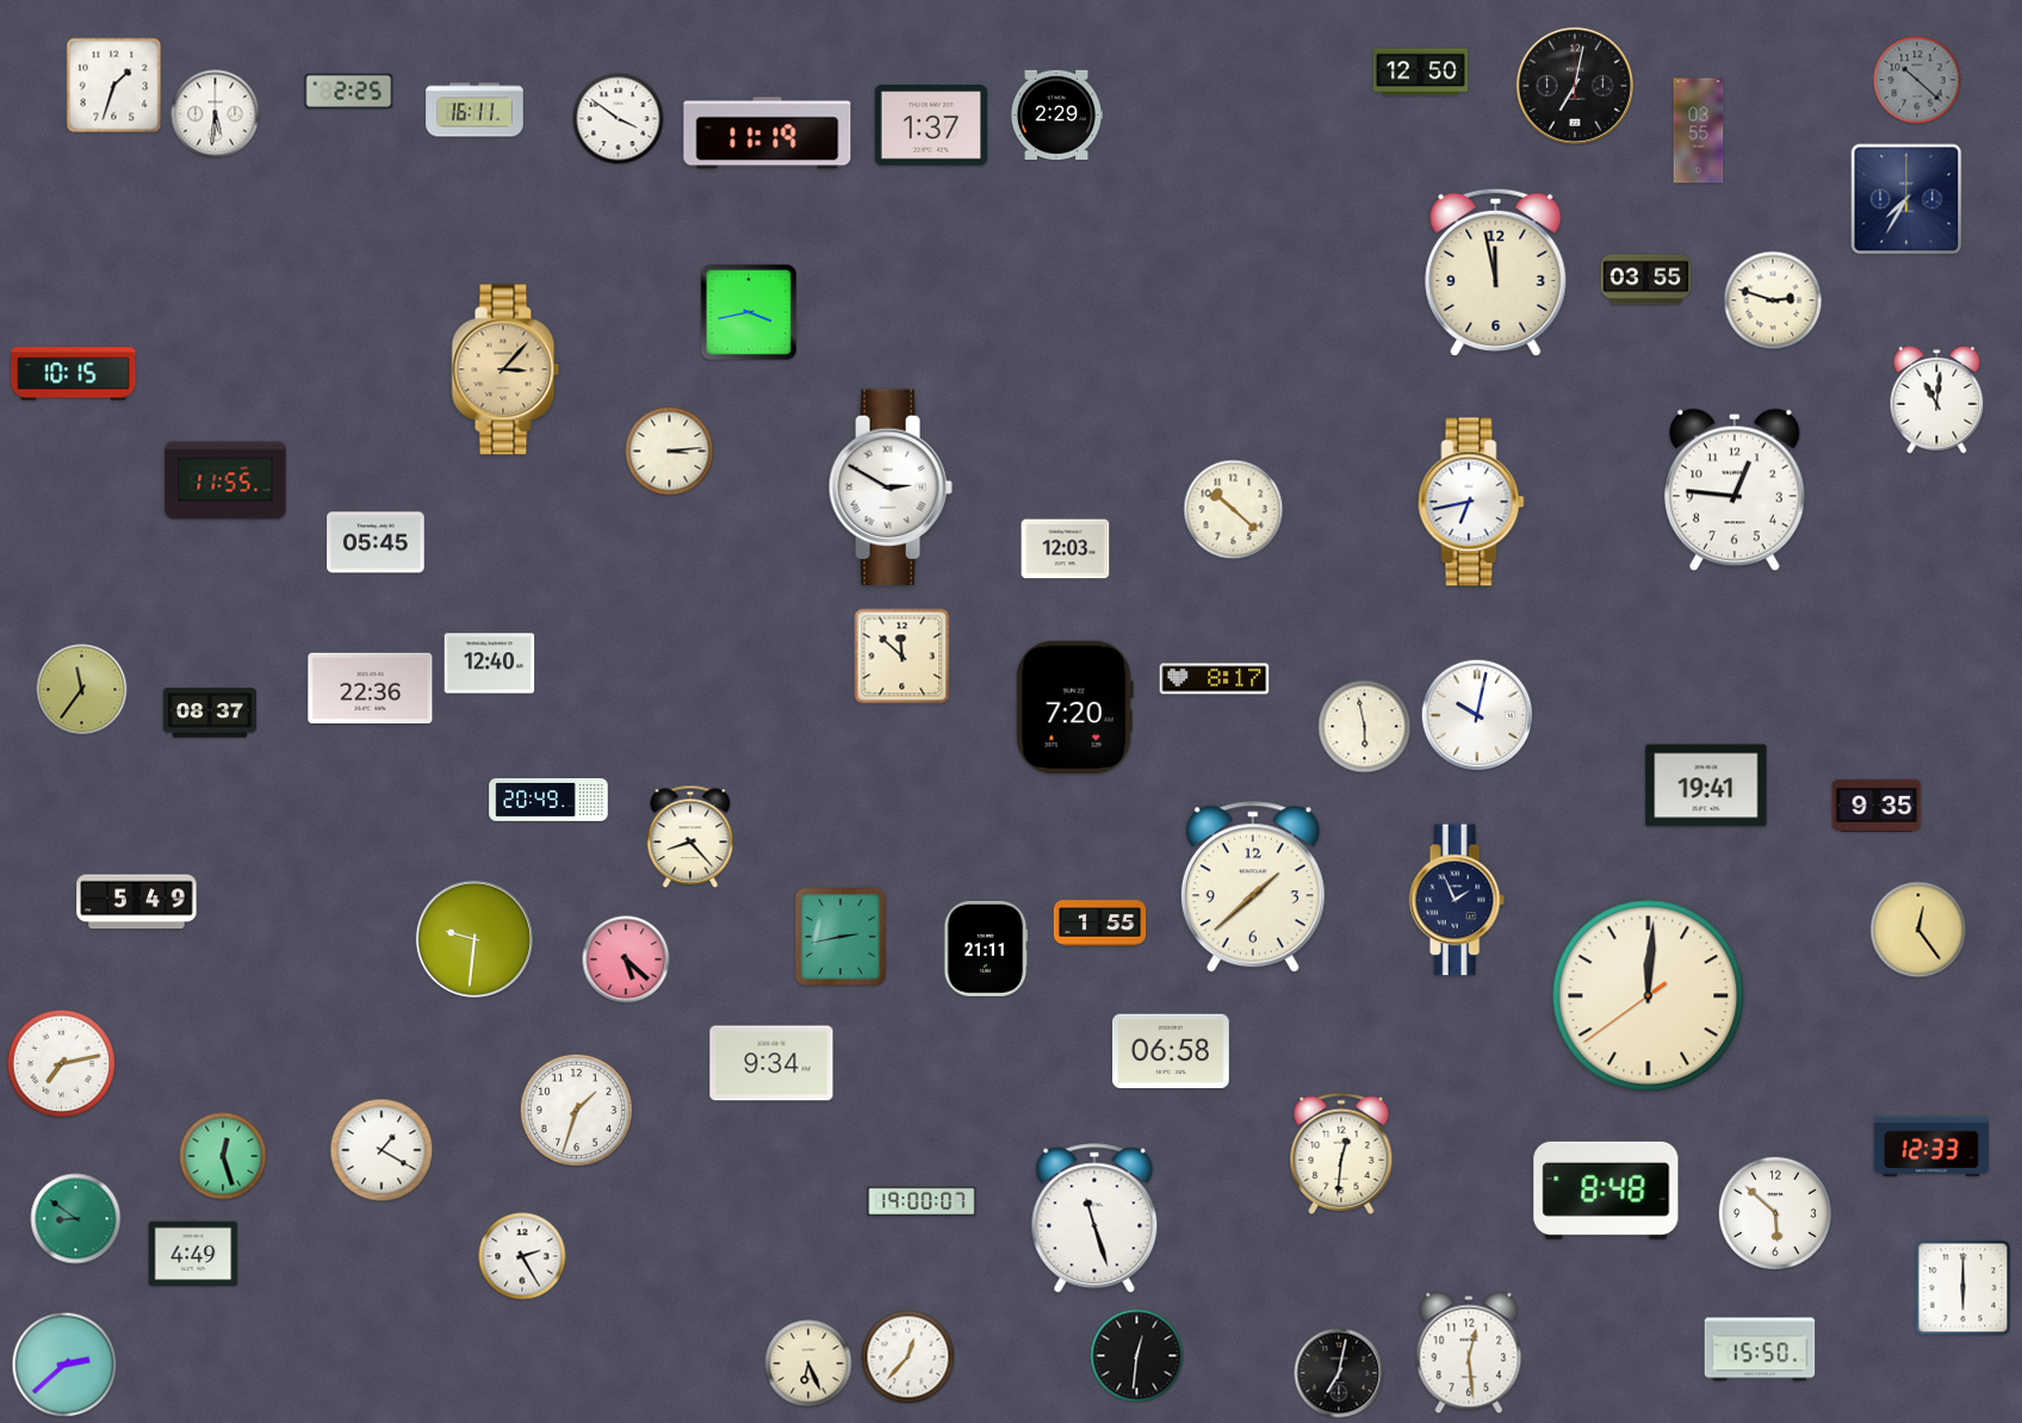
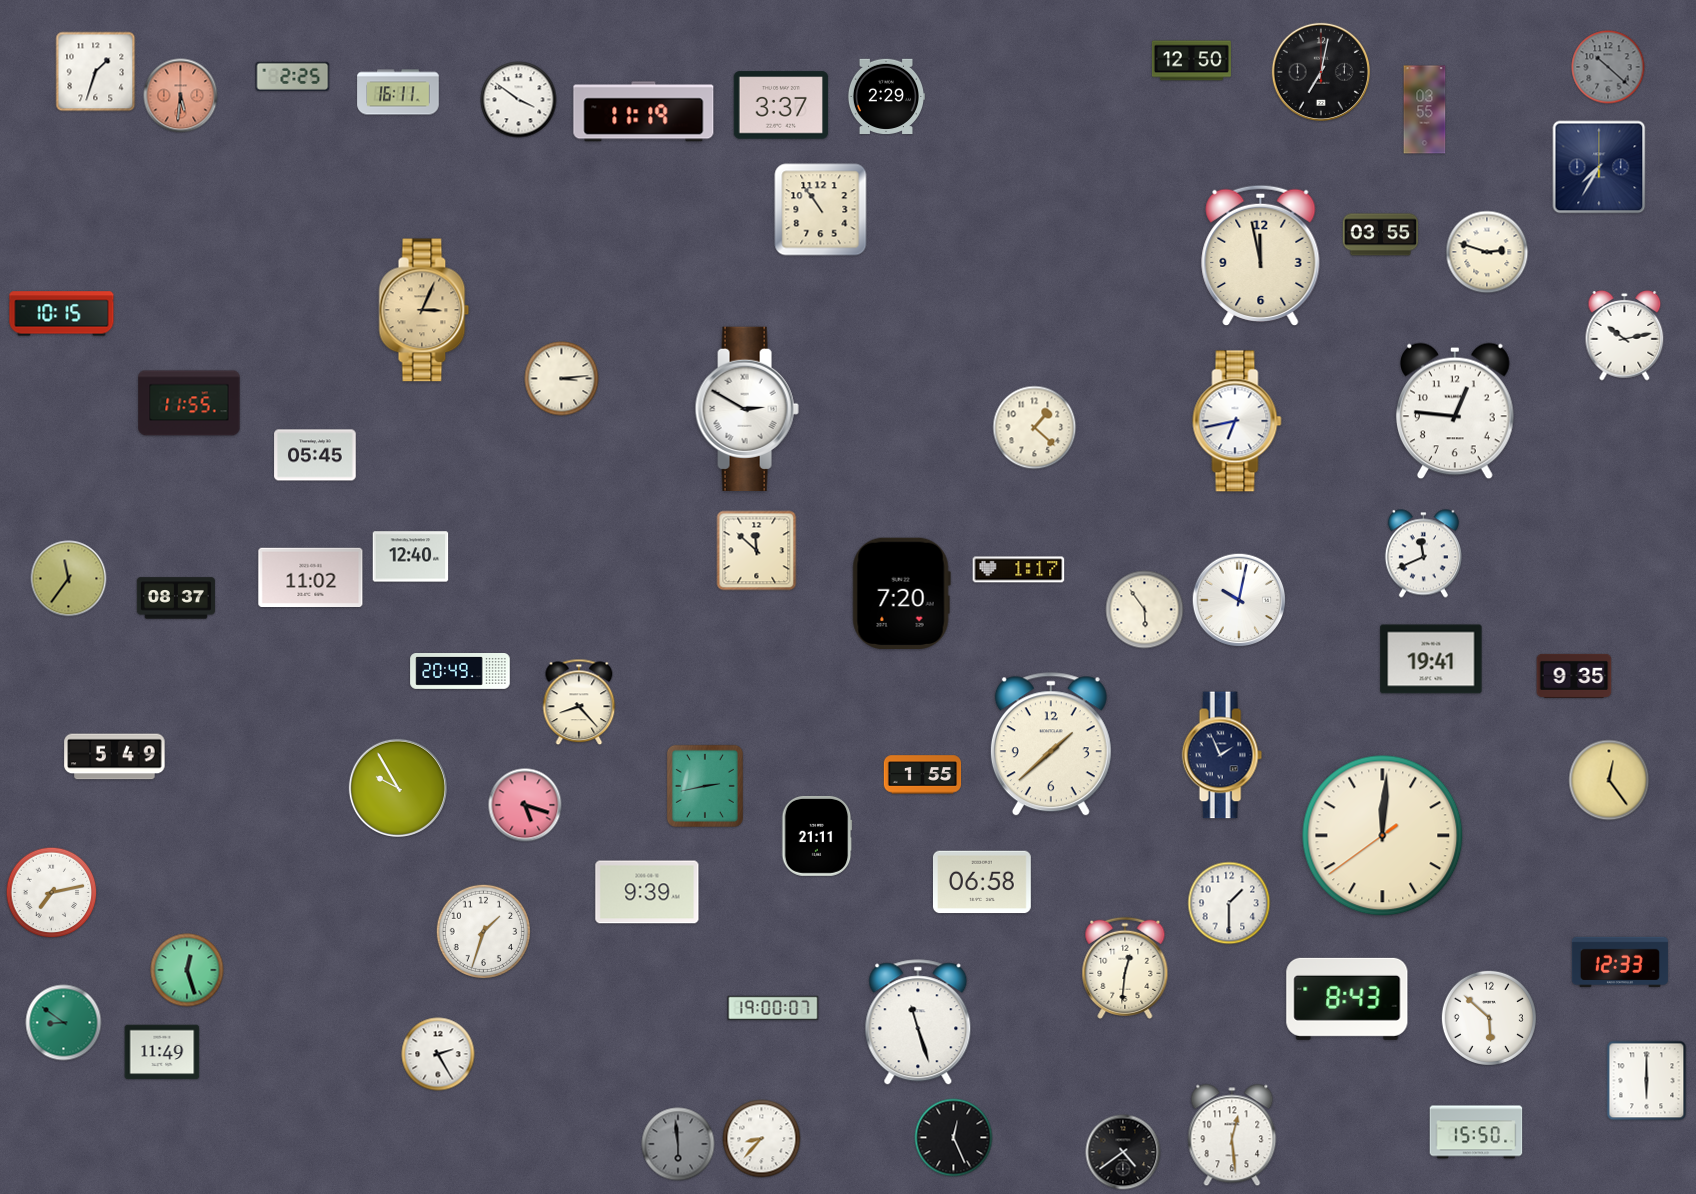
clock at (216, 114) dial: white -> salmon
clock at (931, 125): 1:37 -> 3:37
clock at (821, 210): none -> 10:54
clock at (1496, 272) position: (1496, 272) -> (1261, 255)
clock at (749, 312): 3:43 -> none
clock at (505, 369): 3:07 -> 3:04
clock at (1937, 400): 11:01 -> 10:13
clock at (1471, 502) position: (1471, 502) -> (1237, 421)
clock at (1234, 510): 10:22 -> 1:22
clock at (1066, 549): 12:03 -> none
clock at (1423, 554): none -> 11:41
clock at (1215, 679): 8:17 -> 1:17
clock at (371, 688): 22:36 -> 11:02
clock at (1365, 727): 5:58 -> 5:54
clock at (475, 939): 9:31 -> 9:55
clock at (986, 949) position: (986, 949) -> (817, 836)
clock at (626, 959): 5:22 -> 5:18
clock at (771, 1063): 9:34 -> 9:39
clock at (1229, 903): none -> 1:30
clock at (382, 1150): 1:20 -> none
clock at (1606, 1191): 8:48 -> 8:43
clock at (193, 1254): 4:49 -> 11:49
clock at (1137, 1356): 12:31 -> 12:26
clock at (908, 1357): 12:37 -> 8:37
clock at (808, 1363): 6:26 -> 5:59
clock at (808, 1363) dial: cream -> grey
clock at (64, 1365): 2:38 -> none
clock at (1339, 1373): 7:02 -> 4:39
